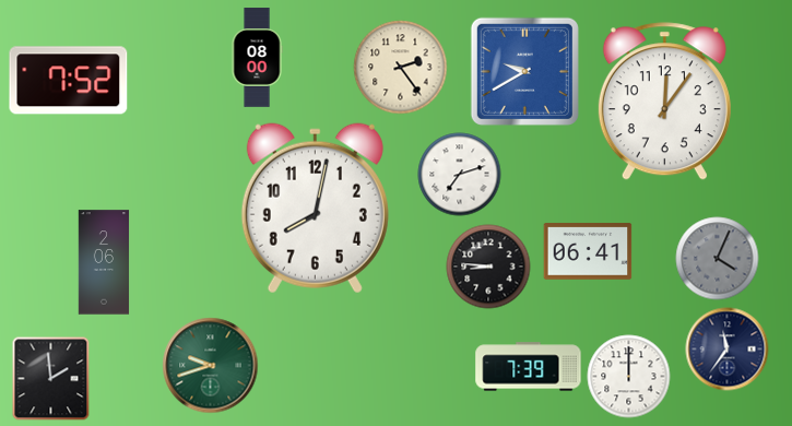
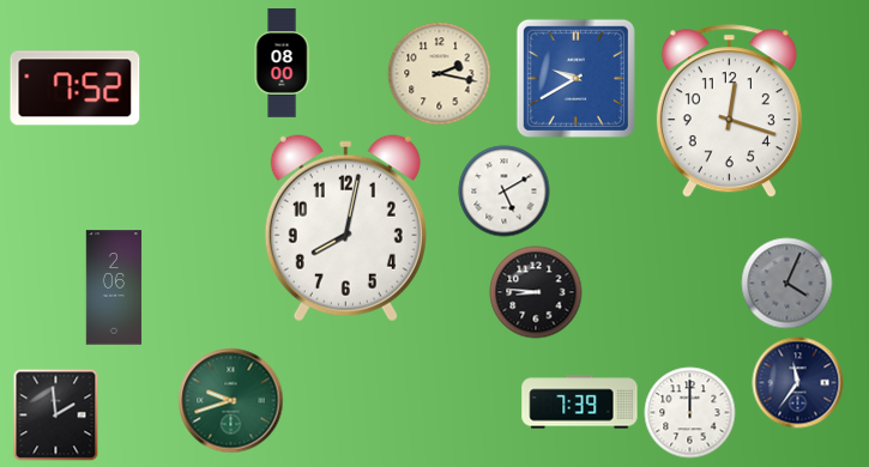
clock at (401, 68): 2:24 -> 2:17
clock at (664, 102): 12:06 -> 12:18
clock at (460, 175): 7:12 -> 5:10
clock at (588, 251): 06:41 -> none
